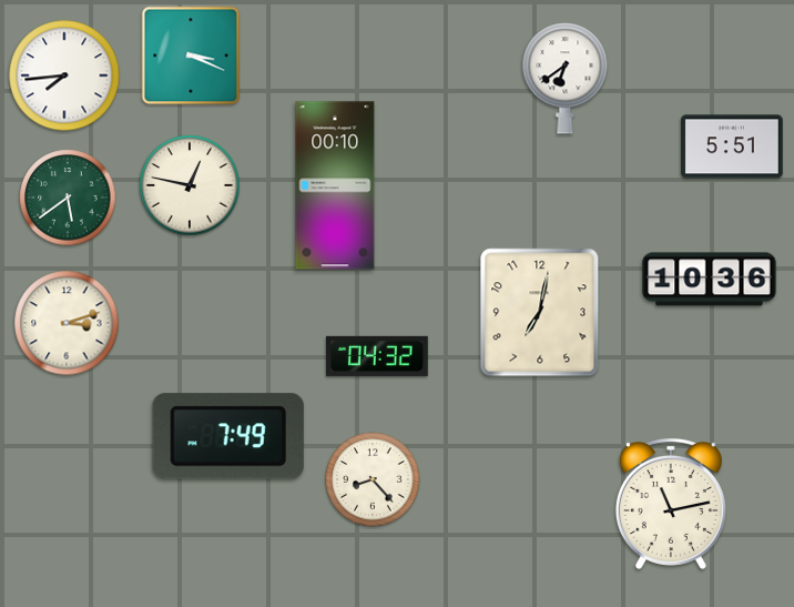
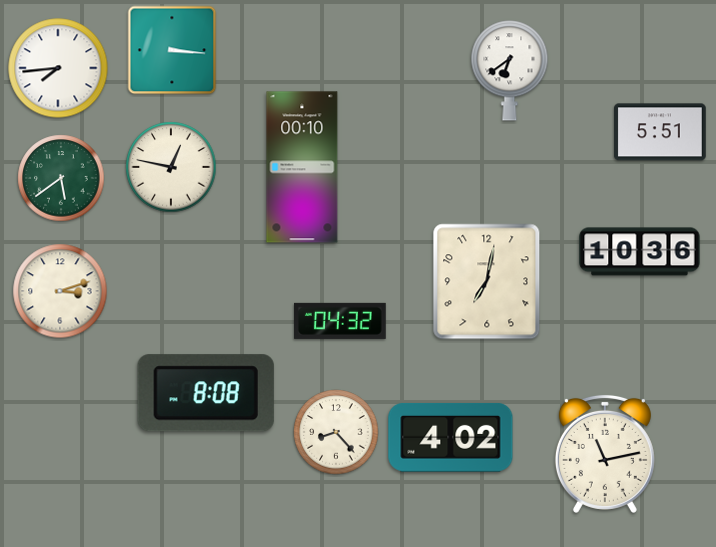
clock at (191, 55): 3:19 -> 3:16
clock at (228, 436): 7:49 -> 8:08
clock at (451, 437): none -> 4:02
